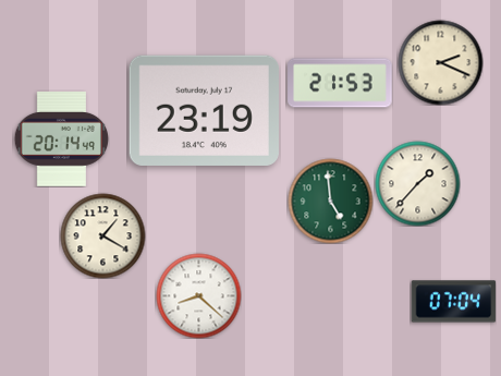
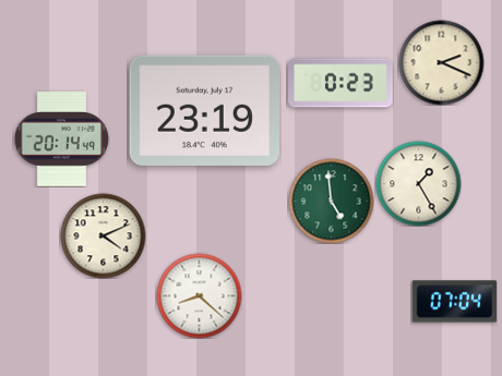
clock at (340, 83): 21:53 -> 0:23
clock at (417, 183): 1:37 -> 1:25
clock at (102, 235): 1:20 -> 4:11
